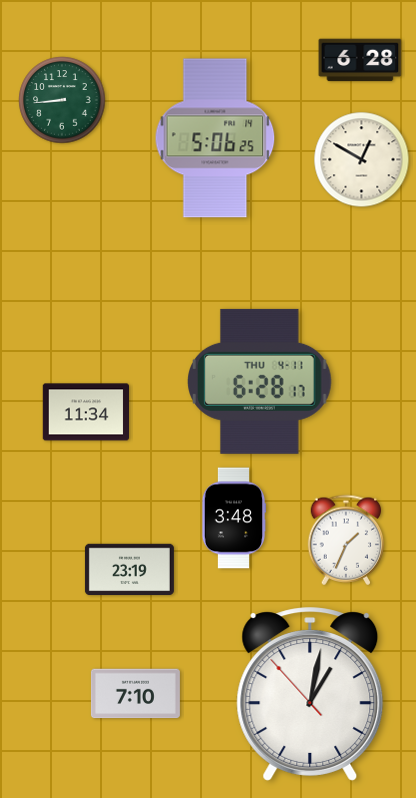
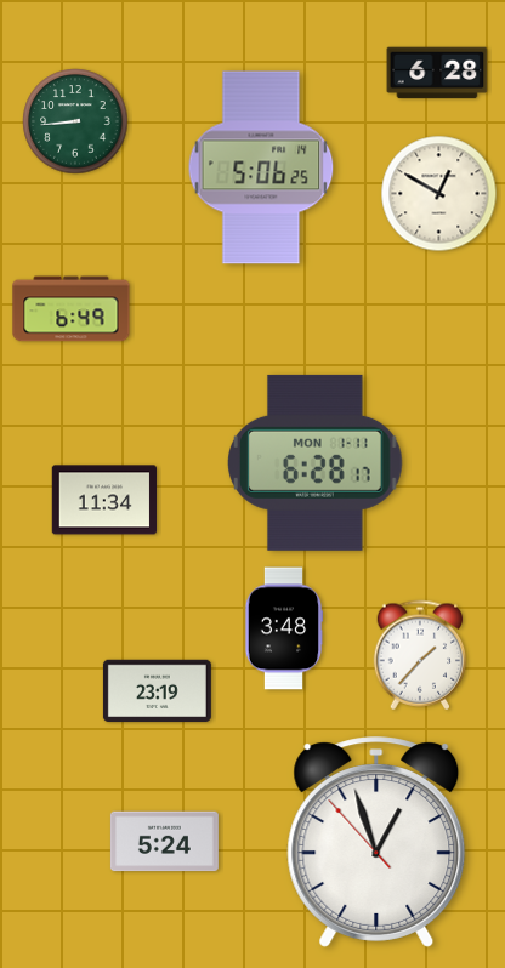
clock at (72, 309): none -> 6:49
clock at (260, 381) date: THU 4-11 -> MON 1-11
clock at (346, 540): 1:34 -> 1:37
clock at (135, 694): 7:10 -> 5:24
clock at (310, 694): 1:01 -> 12:56
